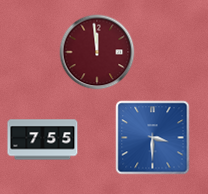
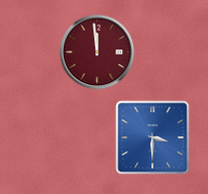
clock at (43, 140): 7:55 -> none
